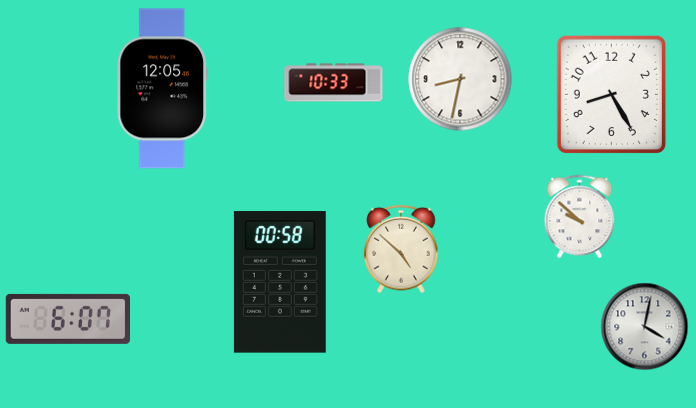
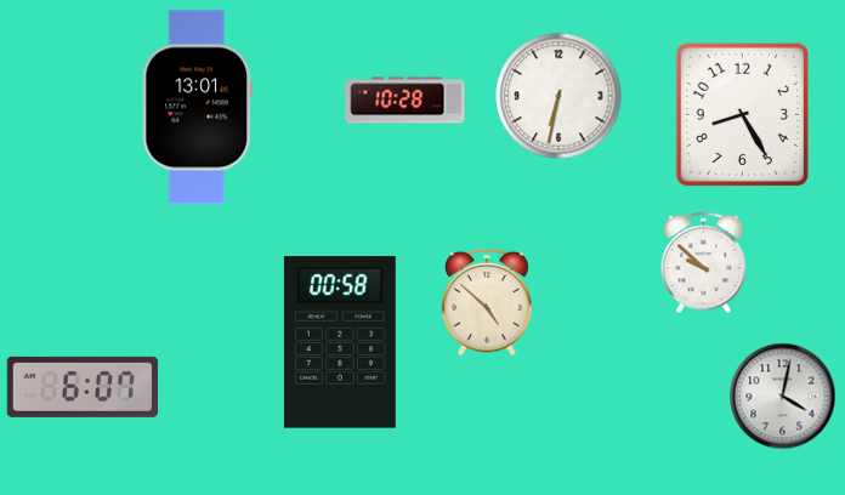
clock at (460, 79): 8:32 -> 6:32
clock at (334, 83): 10:33 -> 10:28
clock at (162, 89): 12:05 -> 13:01
